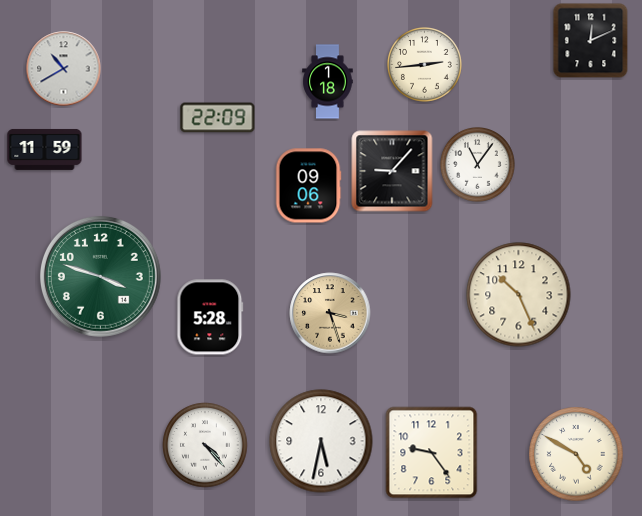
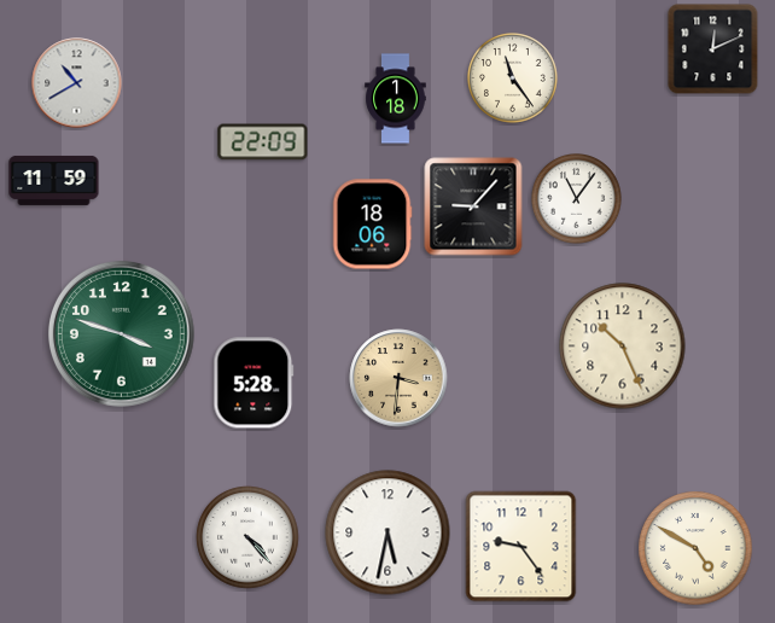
clock at (425, 65): 2:44 -> 11:24
clock at (308, 186): 09:06 -> 18:06
clock at (519, 295) position: (519, 295) -> (623, 347)
clock at (330, 313): 3:27 -> 3:31
